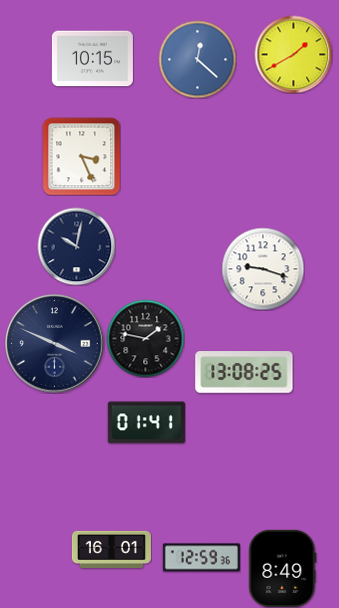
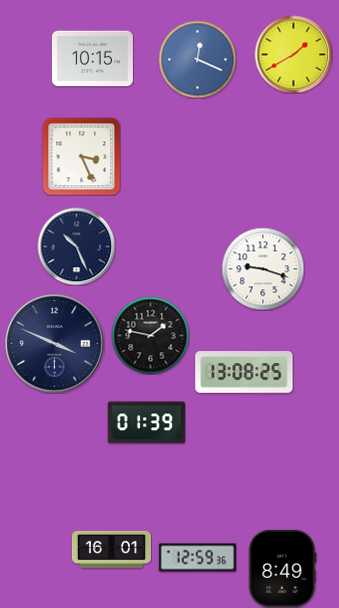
clock at (197, 59): 12:22 -> 12:19
clock at (76, 246): 10:02 -> 10:26
clock at (145, 338) position: (145, 338) -> (150, 335)
clock at (146, 423): 01:41 -> 01:39
clock at (201, 558) position: (201, 558) -> (197, 558)
